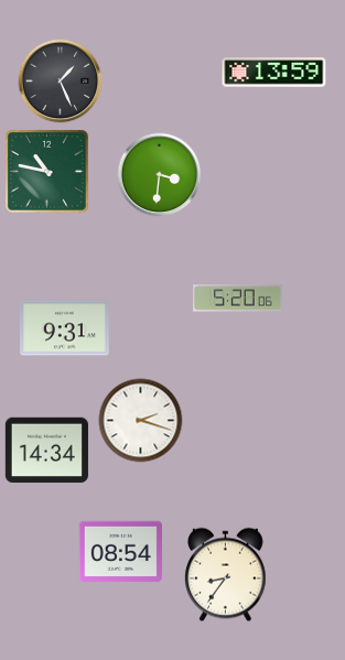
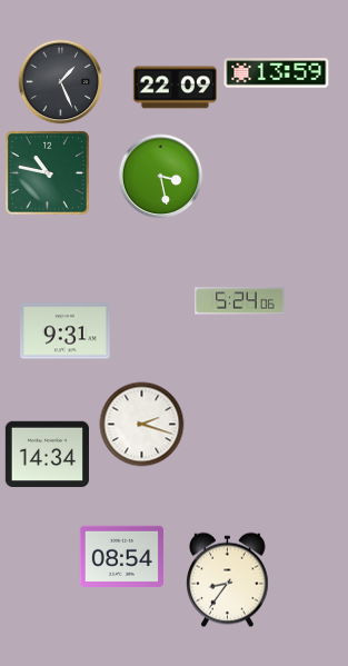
clock at (175, 88): none -> 22:09
clock at (160, 175): 3:31 -> 3:28
clock at (238, 299): 5:20 -> 5:24
